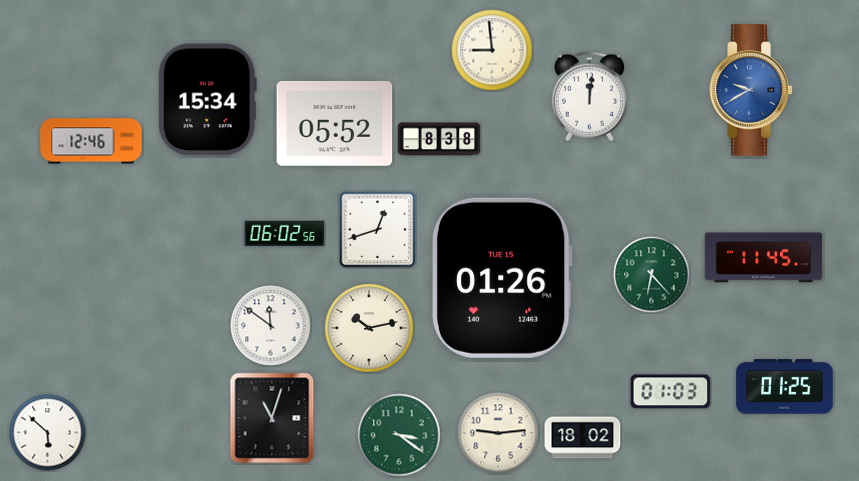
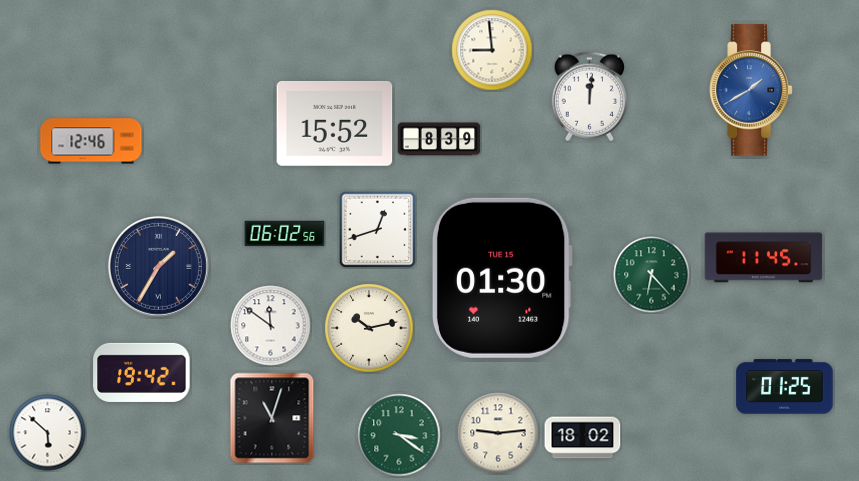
clock at (751, 90): 9:40 -> 1:40
clock at (207, 100): 15:34 -> none
clock at (335, 124): 05:52 -> 15:52
clock at (439, 139): 8:38 -> 8:39
clock at (158, 266): none -> 1:35
clock at (502, 278): 01:26 -> 01:30
clock at (142, 372): none -> 19:42
clock at (671, 392): 01:03 -> none
